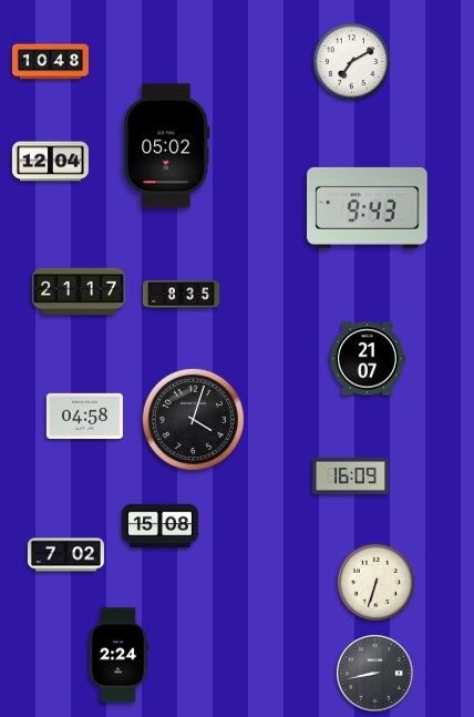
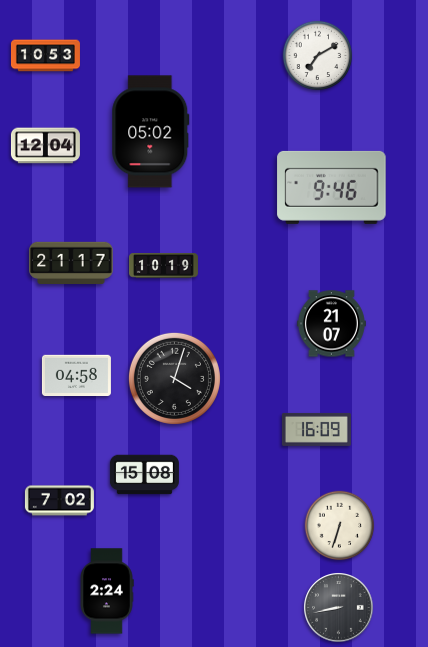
clock at (50, 62): 10:48 -> 10:53
clock at (368, 207): 9:43 -> 9:46
clock at (181, 295): 8:35 -> 10:19
